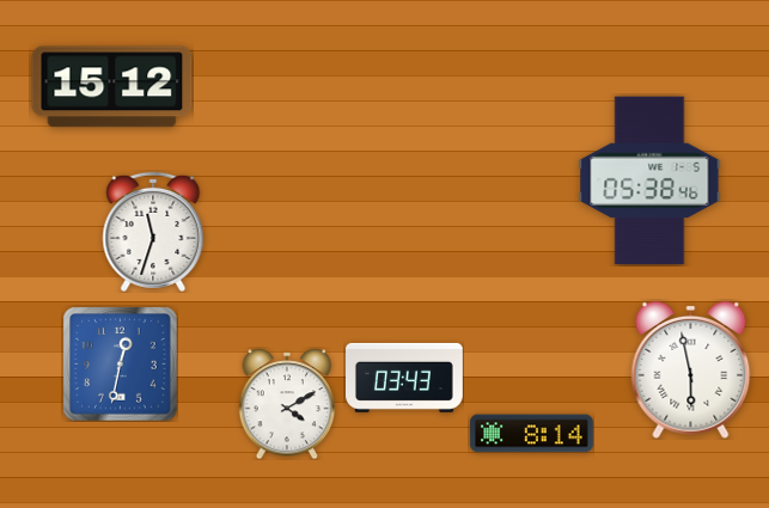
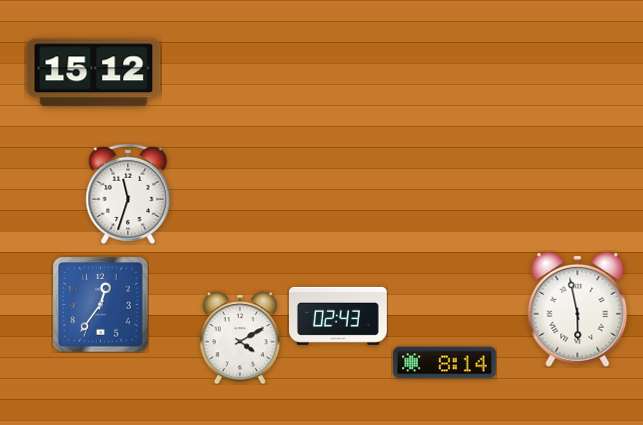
clock at (649, 180): 05:38 -> none
clock at (120, 363): 12:32 -> 12:36
clock at (405, 378): 03:43 -> 02:43
